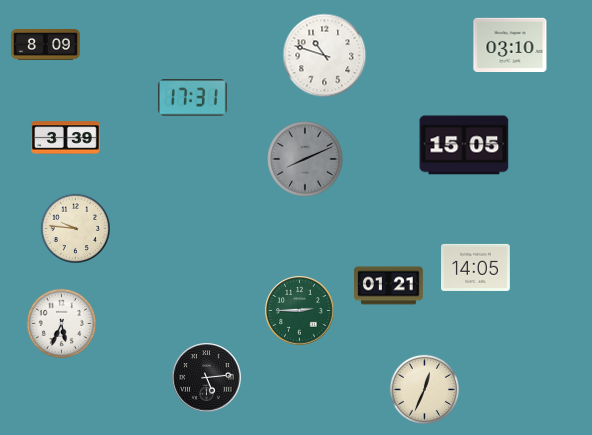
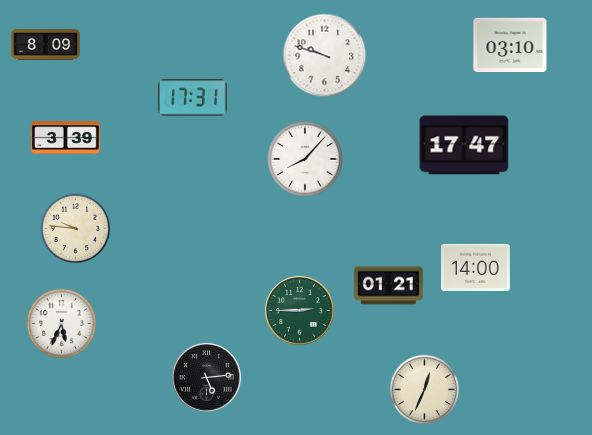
clock at (325, 56): 10:48 -> 9:48
clock at (464, 145): 15:05 -> 17:47
clock at (305, 159): 8:11 -> 8:07
clock at (305, 159) dial: grey -> white
clock at (476, 267): 14:05 -> 14:00
